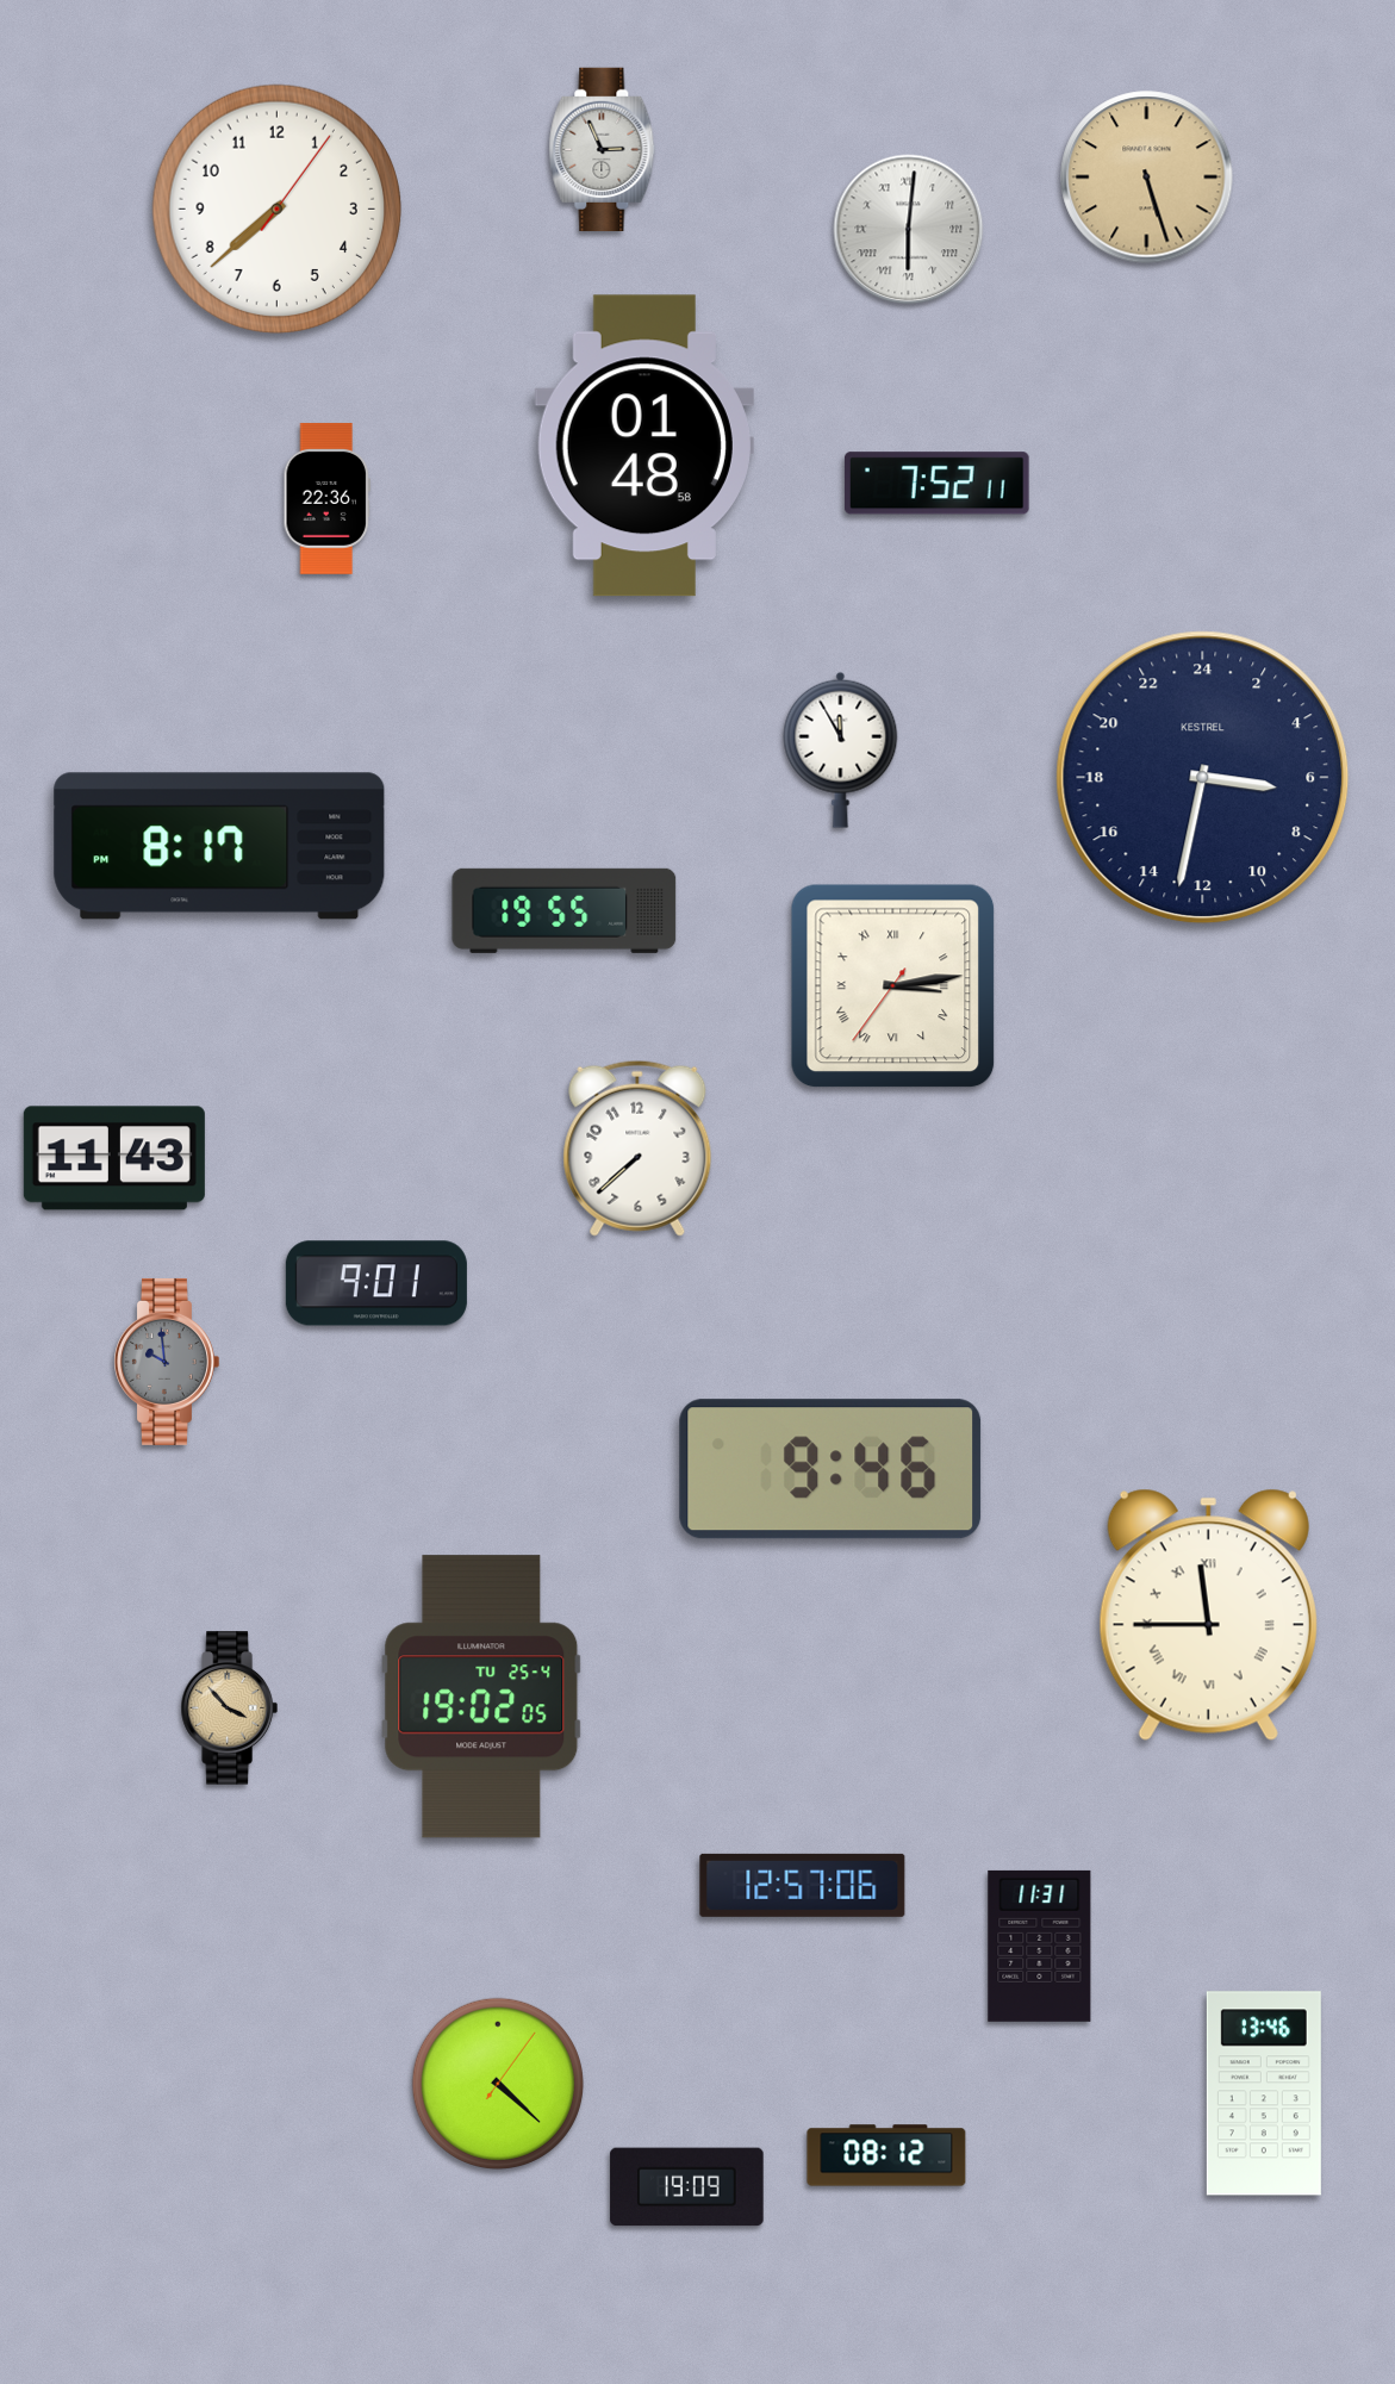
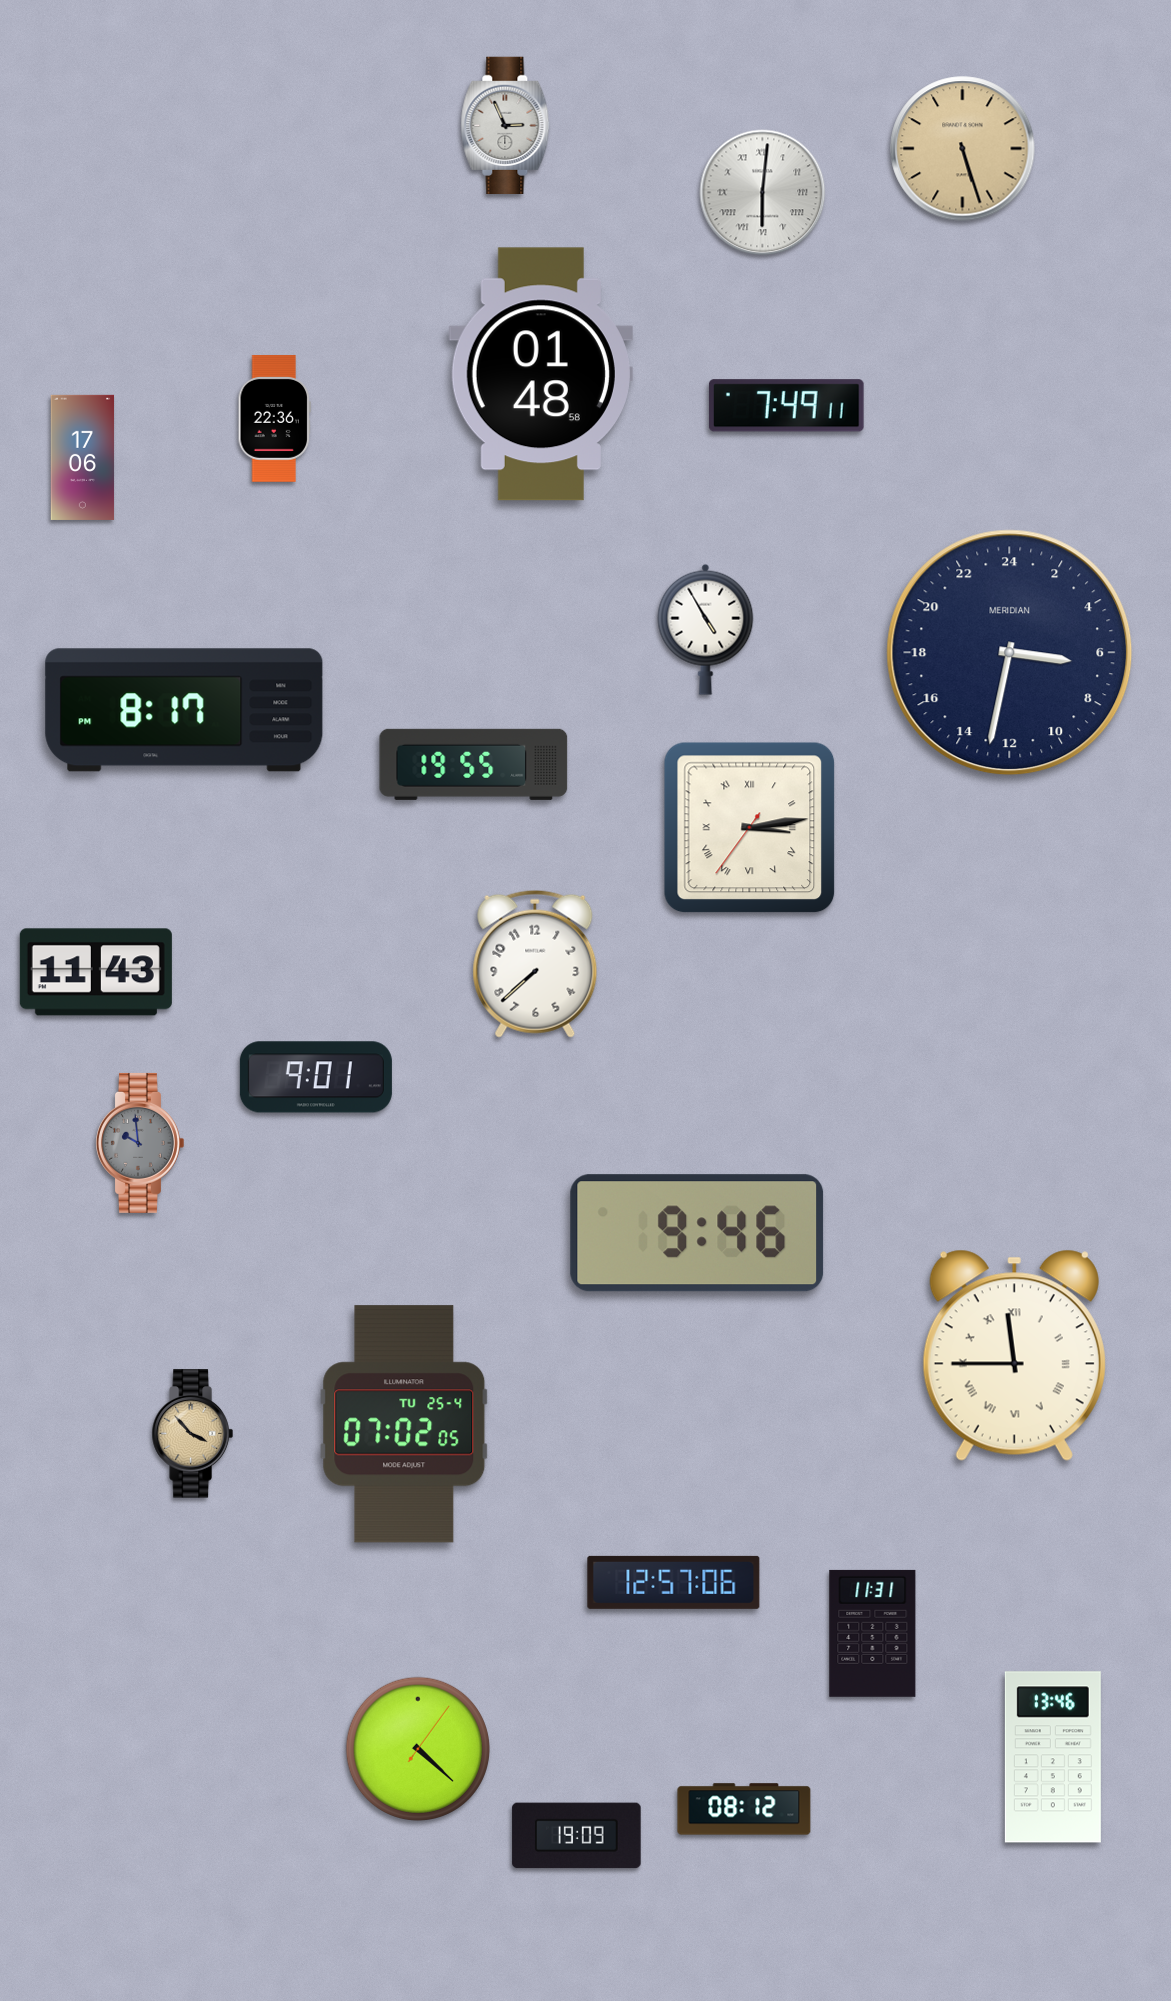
clock at (276, 208): 7:38 -> none
clock at (936, 484): 7:52 -> 7:49
clock at (83, 457): none -> 17:06
clock at (841, 749): 11:55 -> 4:55
clock at (1203, 778) brand: KESTREL -> MERIDIAN
clock at (481, 1697): 19:02 -> 07:02
clock at (1264, 2093) position: (1264, 2093) -> (1053, 1757)
